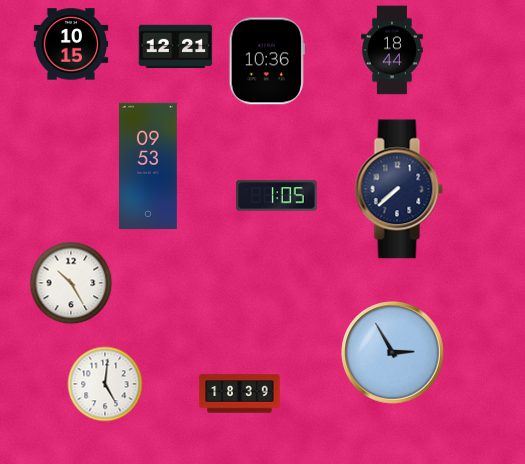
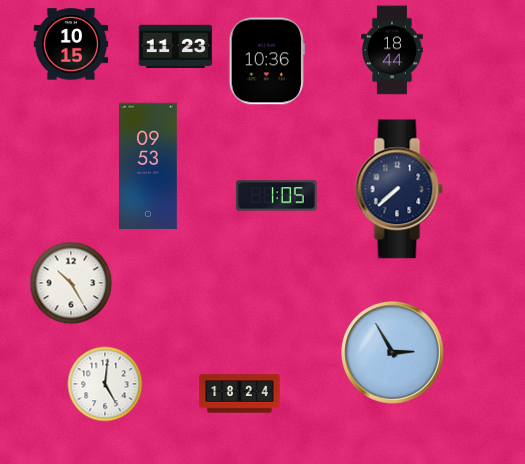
clock at (176, 47): 12:21 -> 11:23
clock at (240, 394): 18:39 -> 18:24
